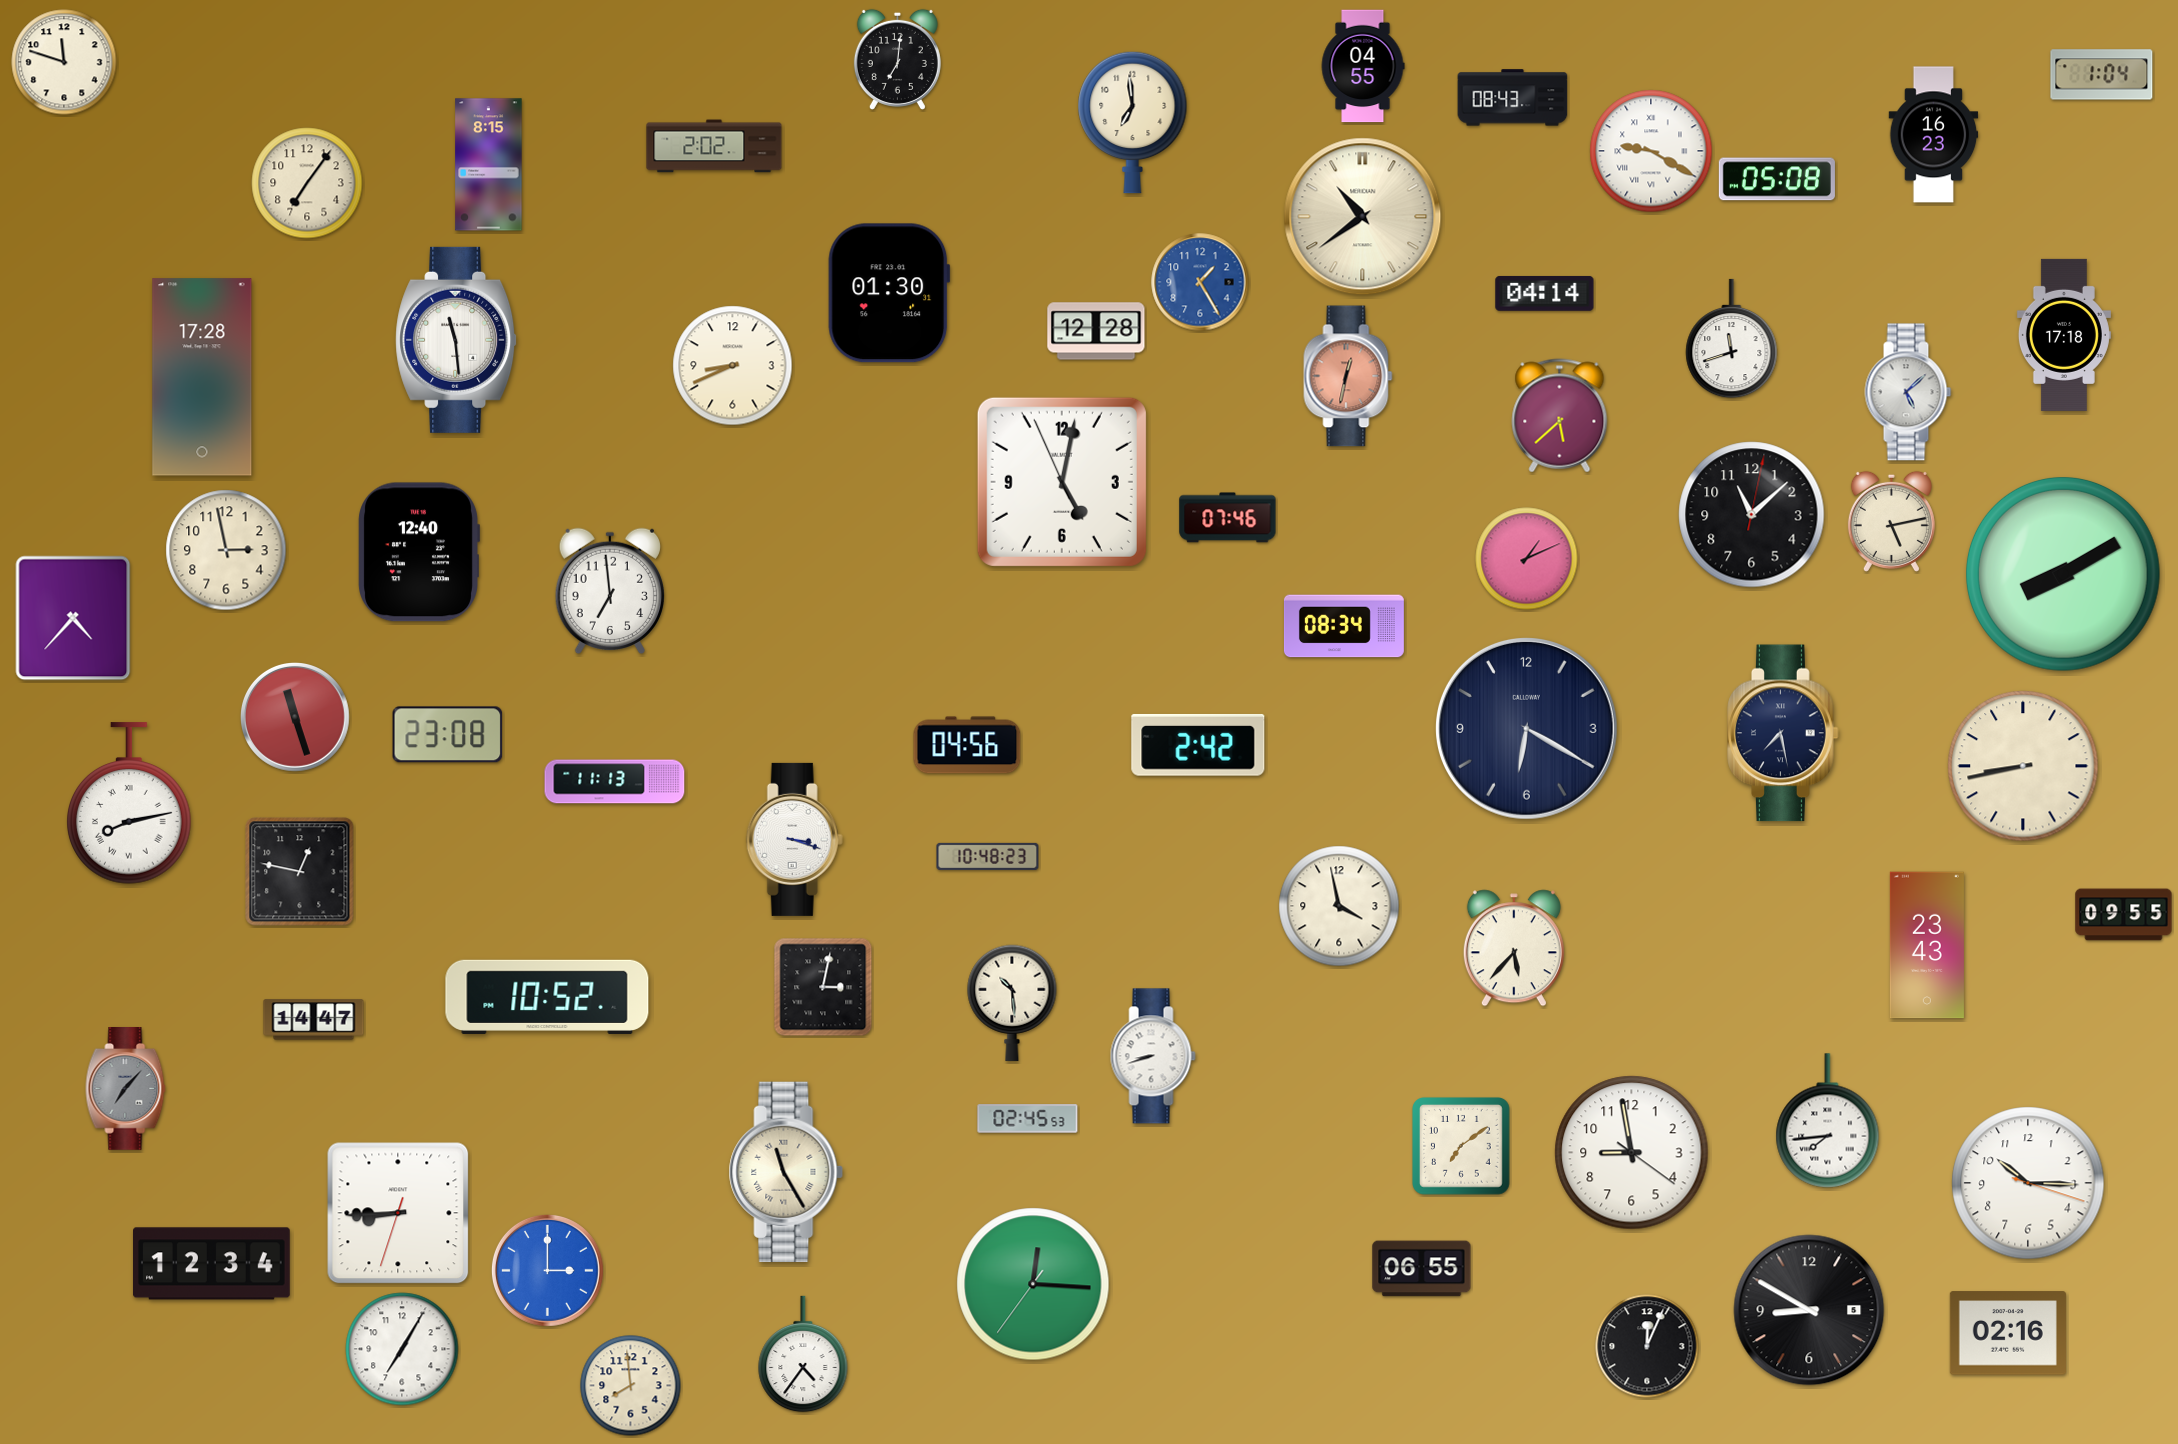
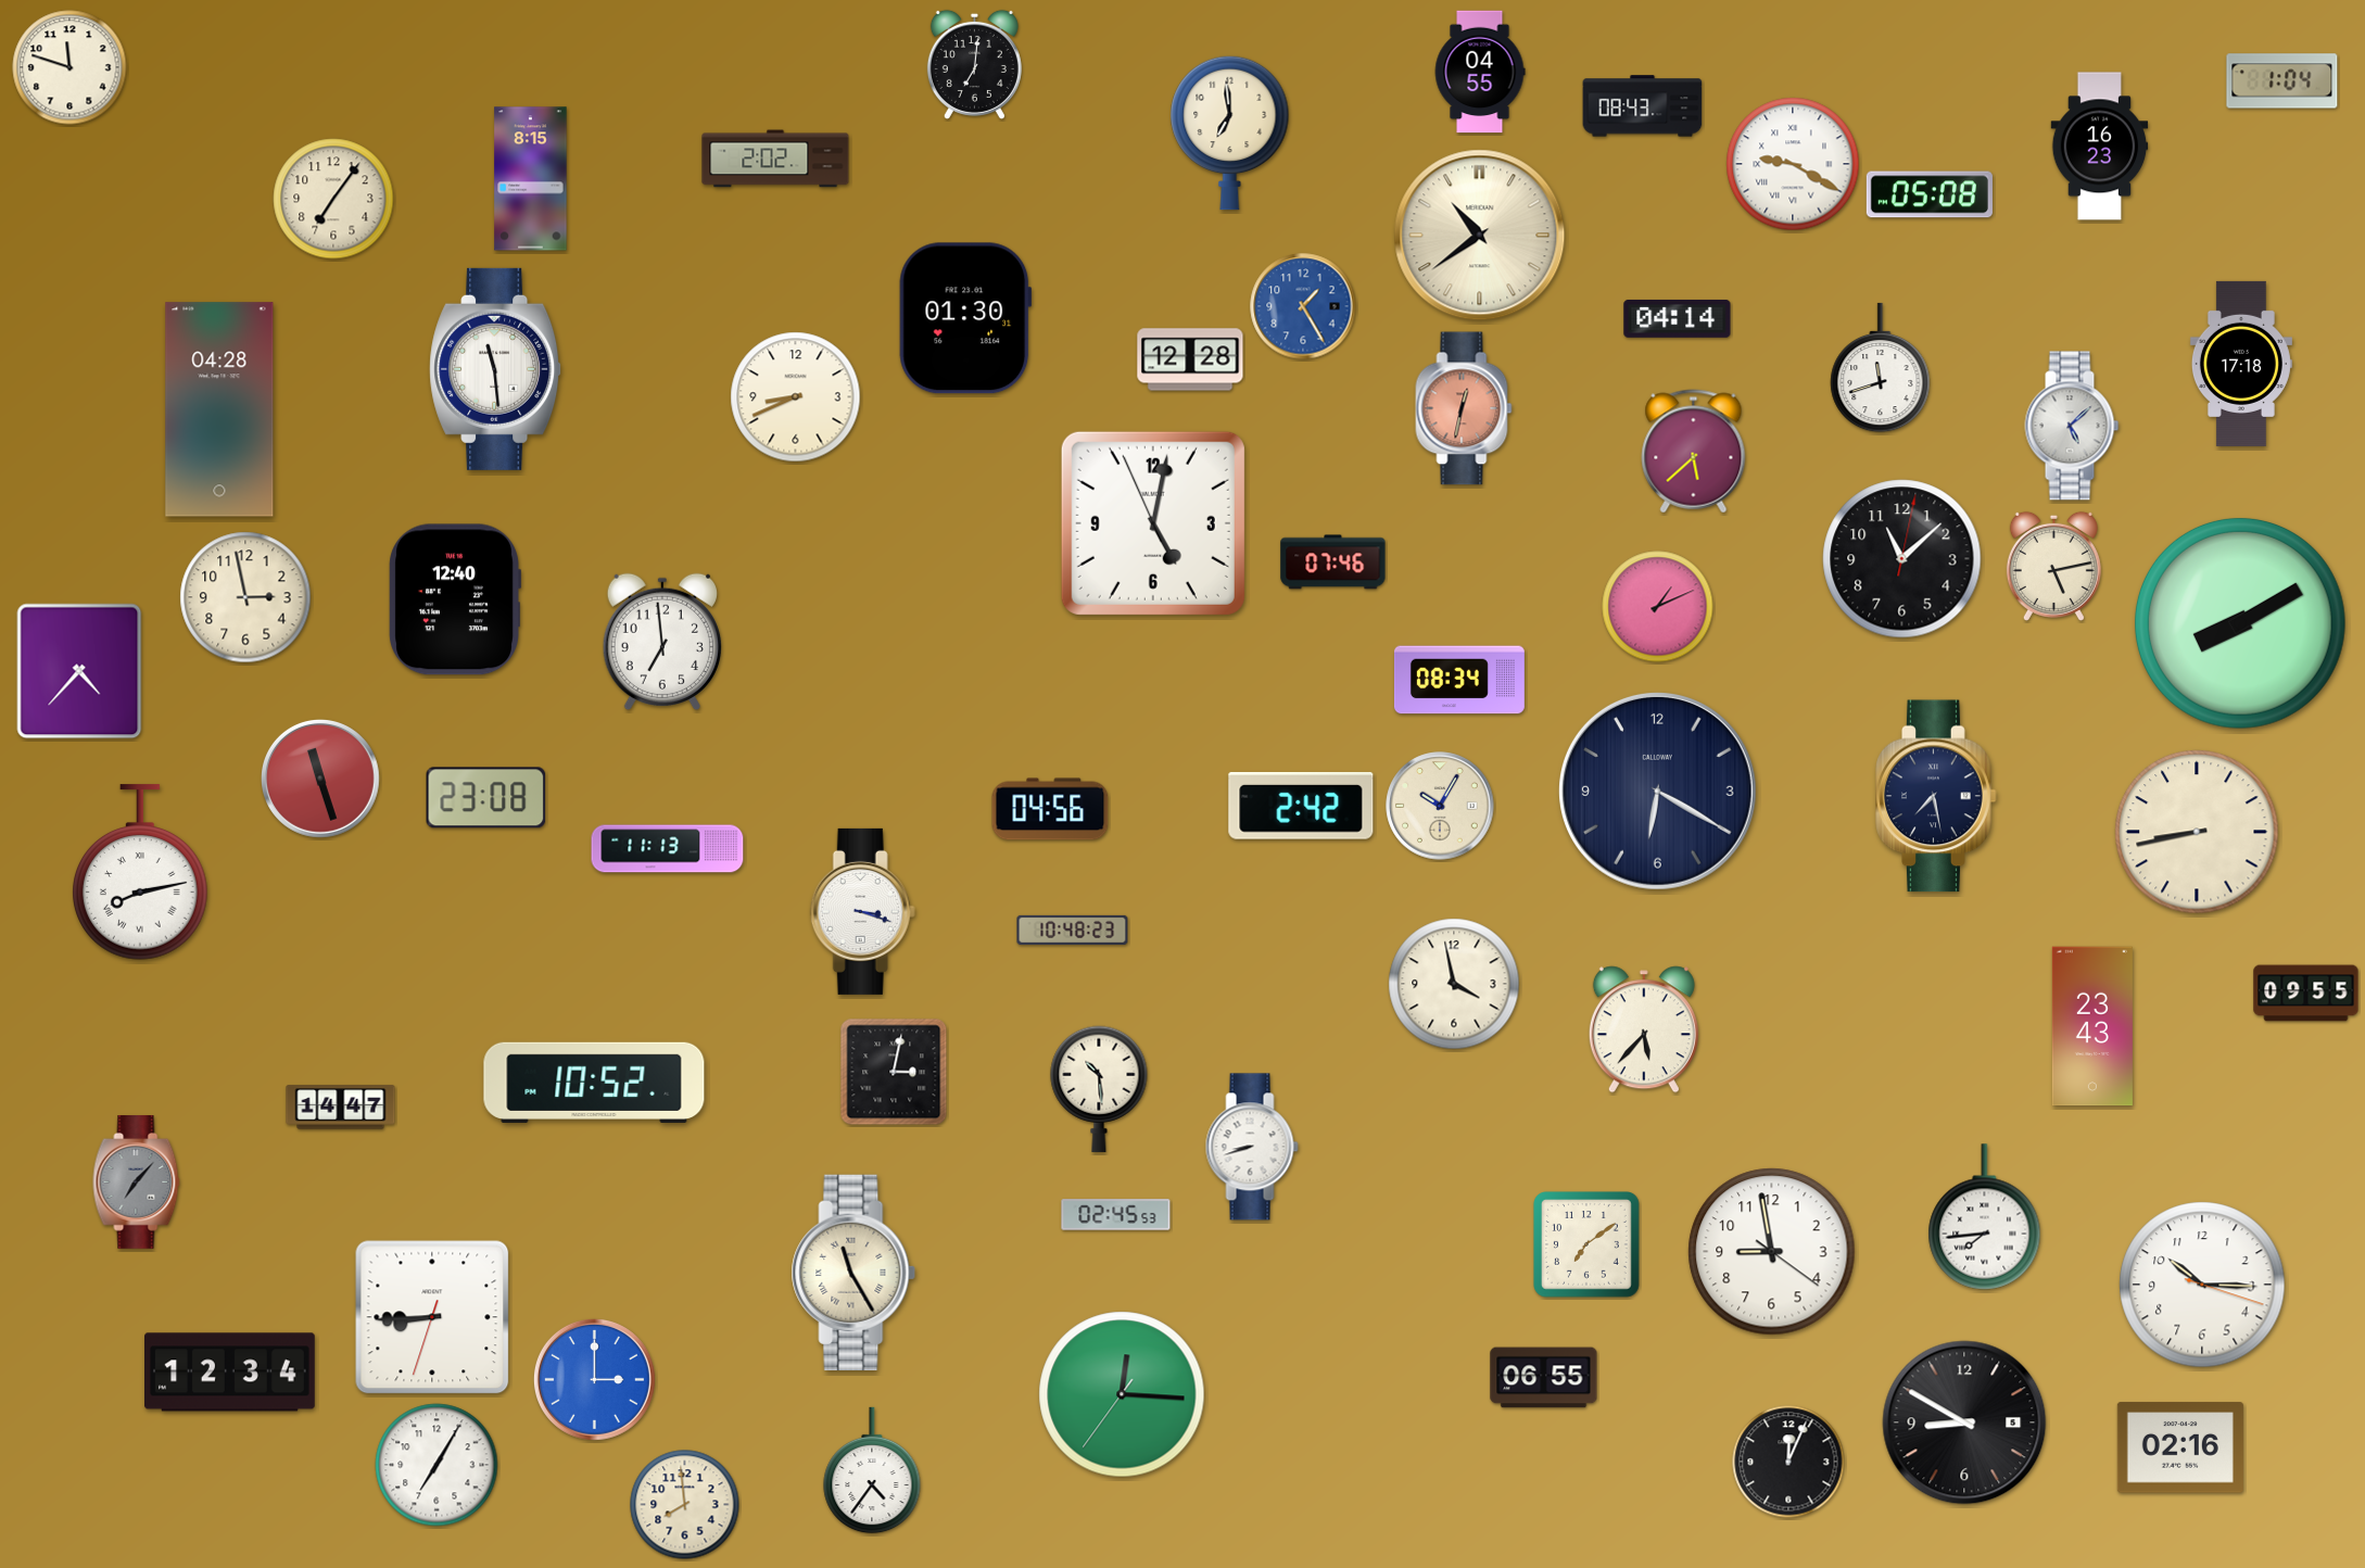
clock at (202, 377): 17:28 -> 04:28
clock at (1440, 806): none -> 10:05
clock at (1198, 745) position: (1198, 745) -> (1301, 806)
clock at (300, 872): 12:47 -> none
